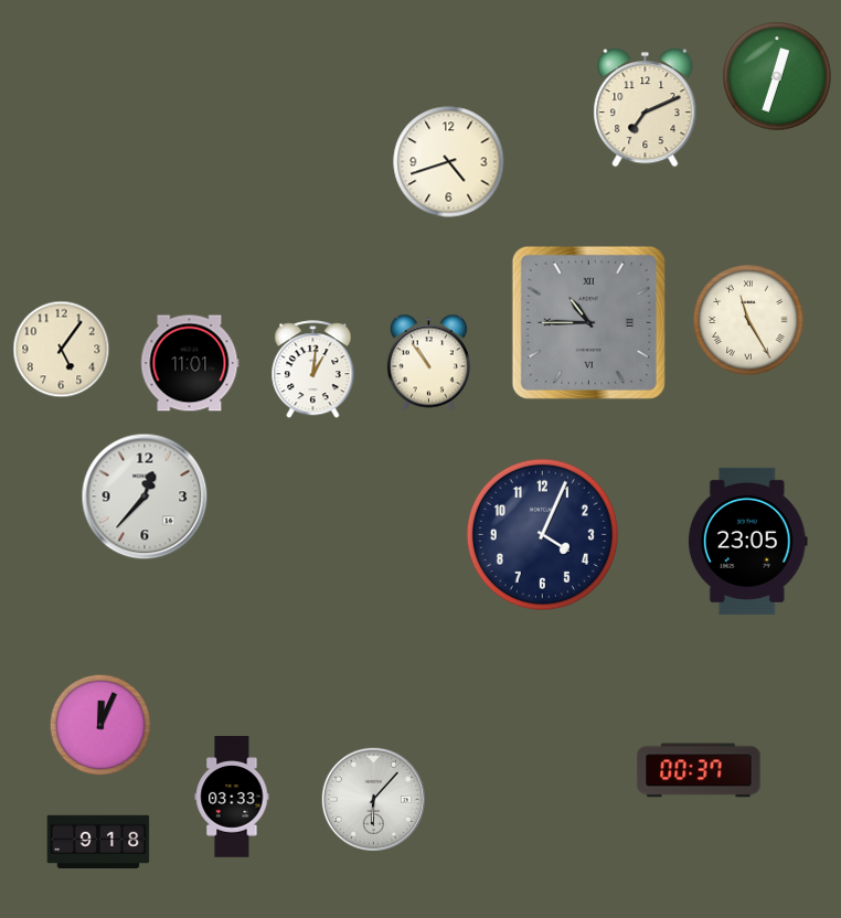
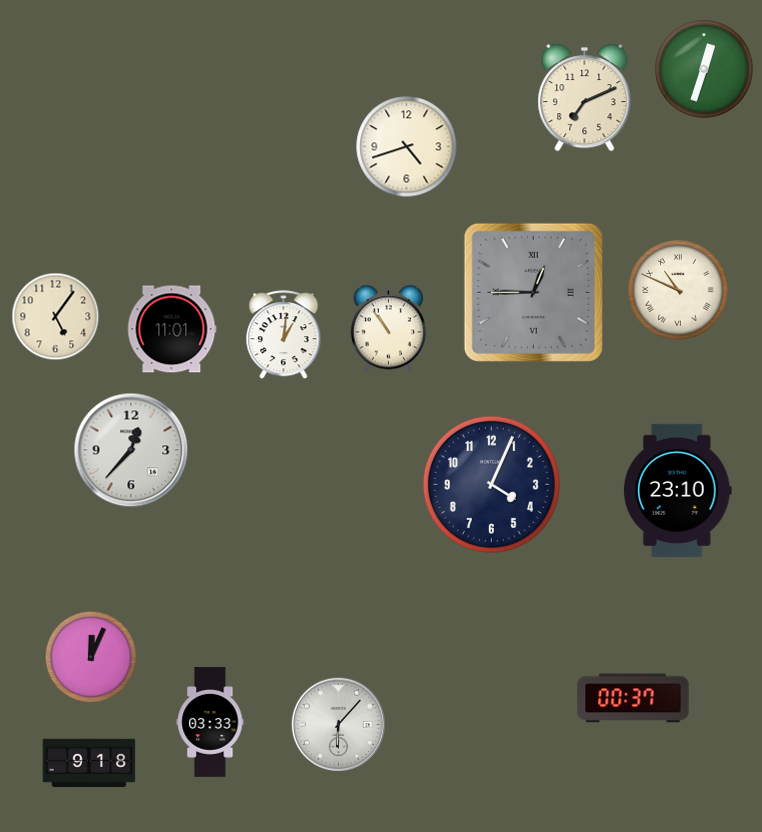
clock at (748, 320): 11:25 -> 10:49
clock at (588, 322): 10:45 -> 12:45
clock at (747, 541): 23:05 -> 23:10
